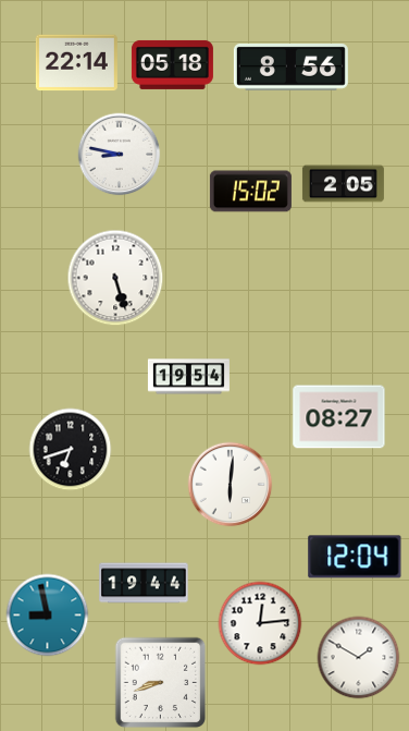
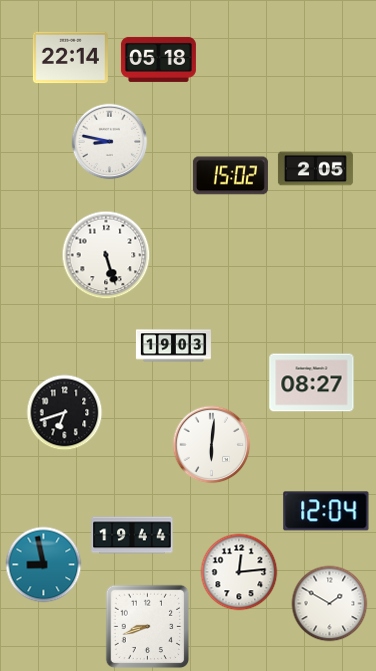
clock at (290, 66): 8:56 -> none
clock at (188, 377): 19:54 -> 19:03
